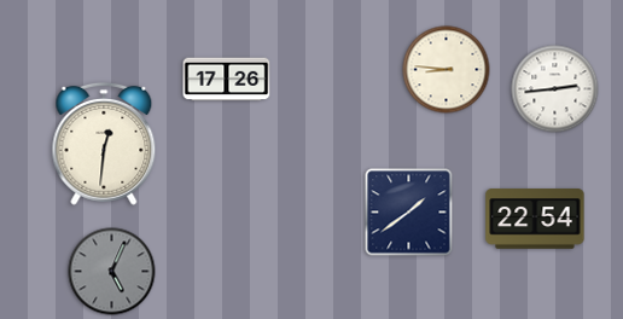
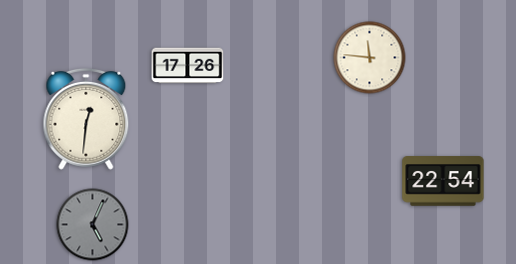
clock at (447, 70): 8:46 -> 11:46
clock at (555, 89): 2:44 -> none
clock at (409, 213): 1:39 -> none
